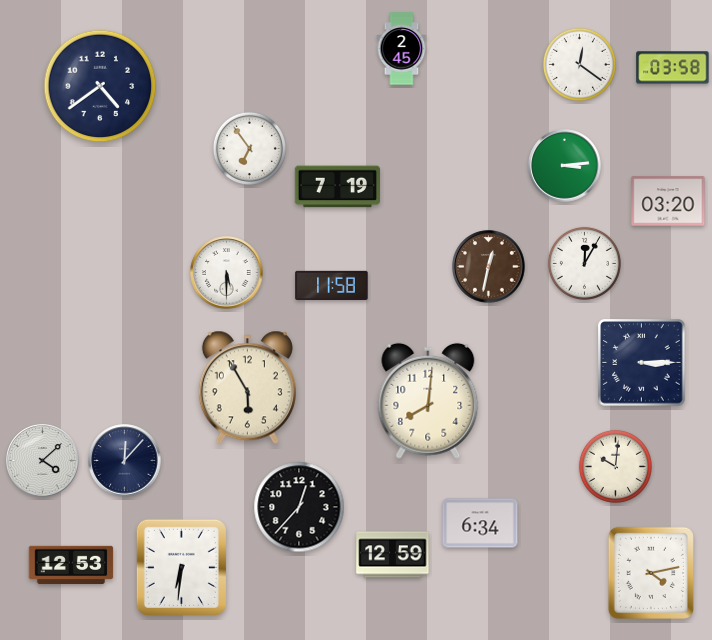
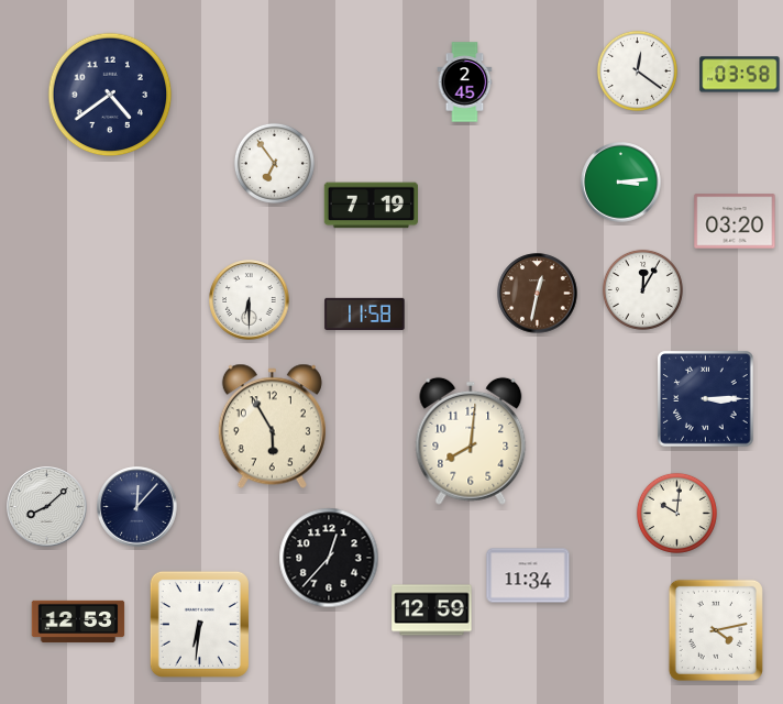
clock at (402, 49) position: (402, 49) -> (465, 82)
clock at (227, 273): 5:30 -> 6:30
clock at (43, 461): 4:08 -> 8:08
clock at (480, 523): 6:34 -> 11:34
